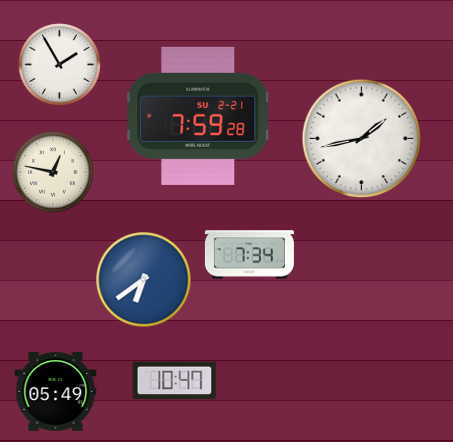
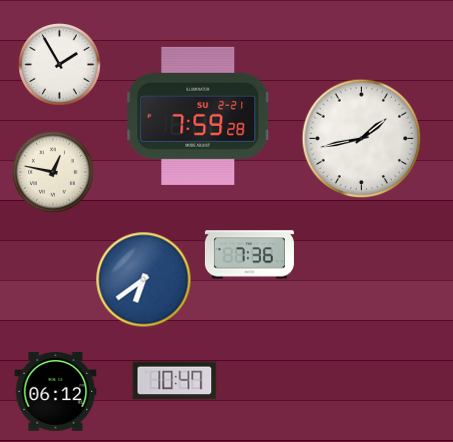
clock at (249, 255): 7:34 -> 7:36
clock at (56, 392): 05:49 -> 06:12
